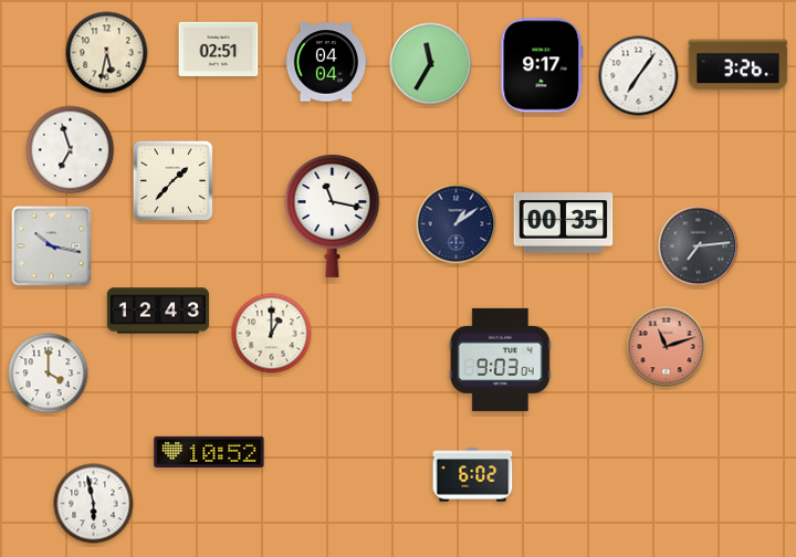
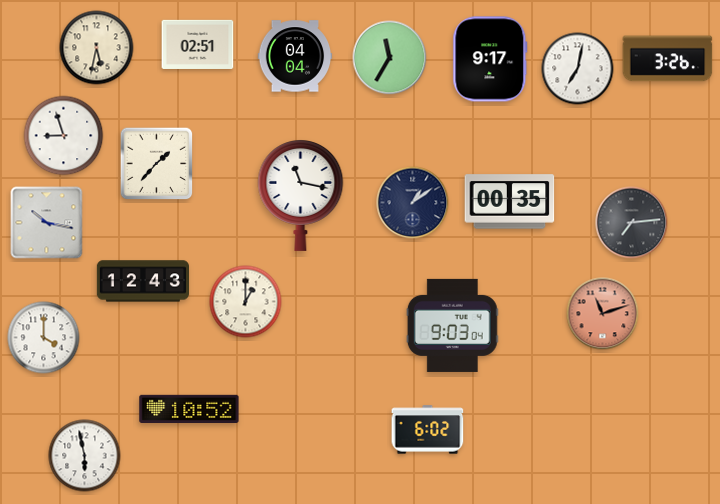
clock at (639, 76): 7:06 -> 7:02
clock at (71, 150): 6:57 -> 8:57
